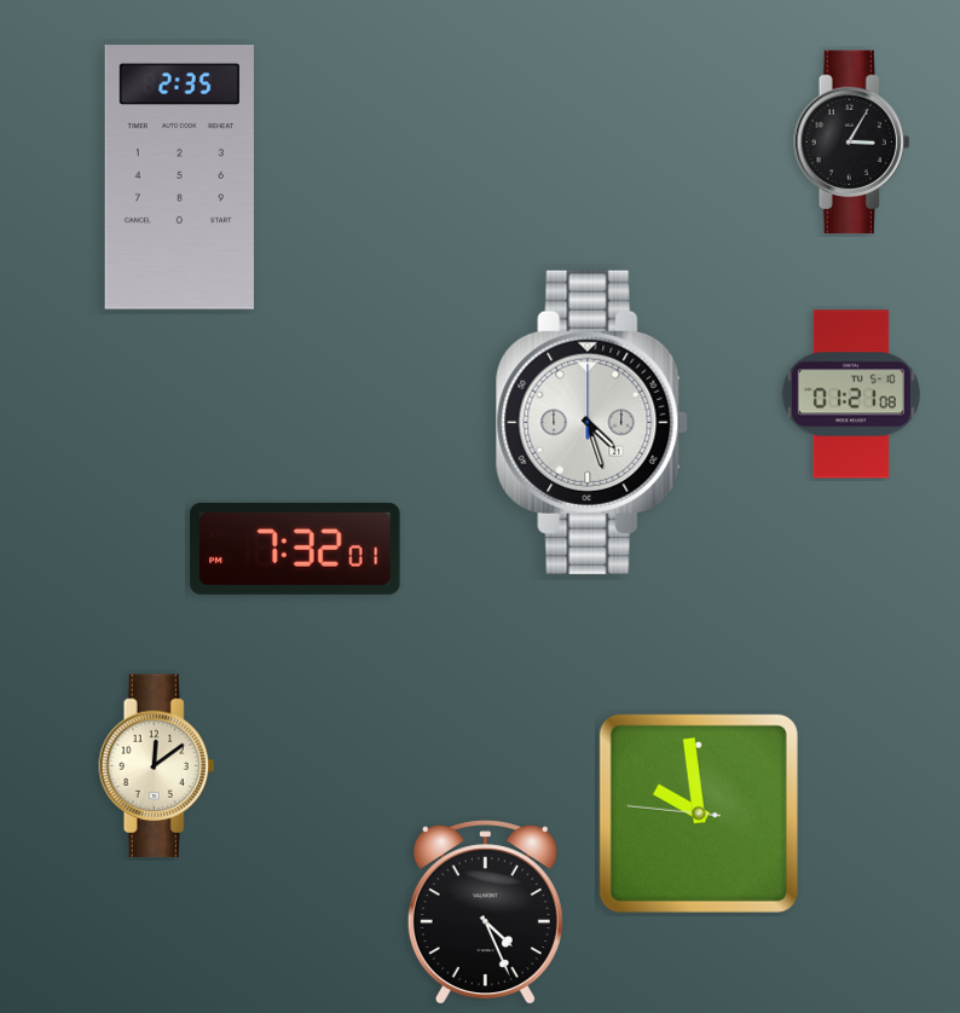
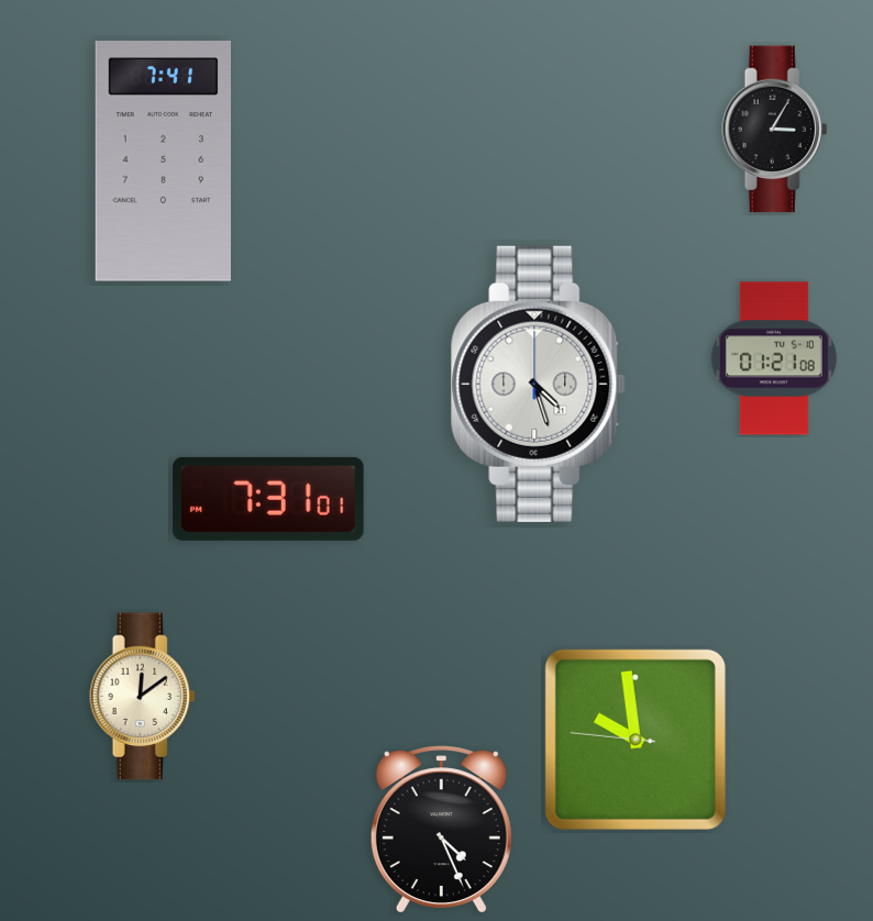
clock at (179, 178): 2:35 -> 7:41
clock at (295, 549): 7:32 -> 7:31
